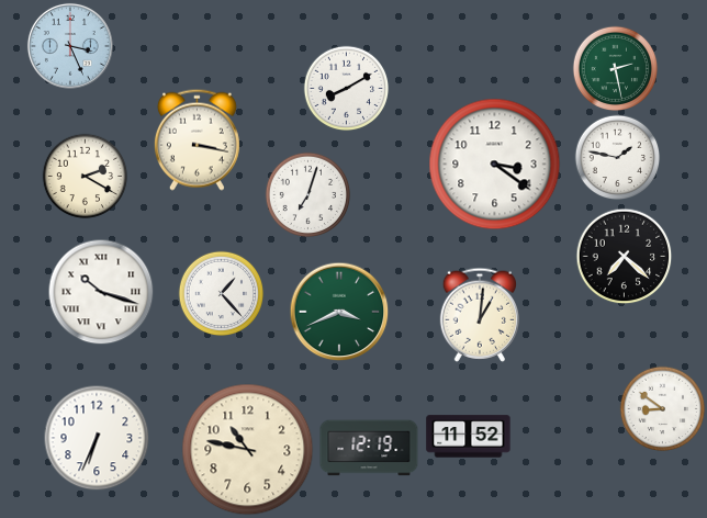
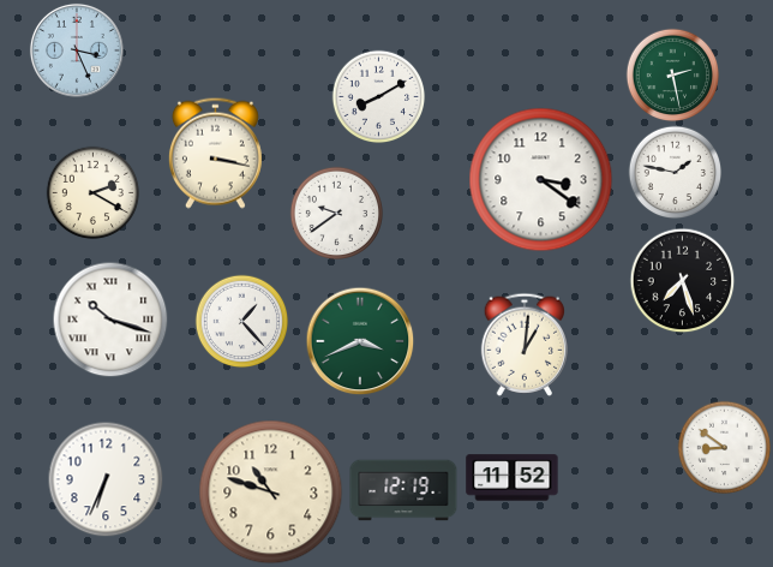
clock at (307, 194): 7:03 -> 9:39
clock at (624, 256): 7:22 -> 7:27
clock at (339, 312) position: (339, 312) -> (360, 341)
clock at (248, 450): 10:47 -> 10:48
